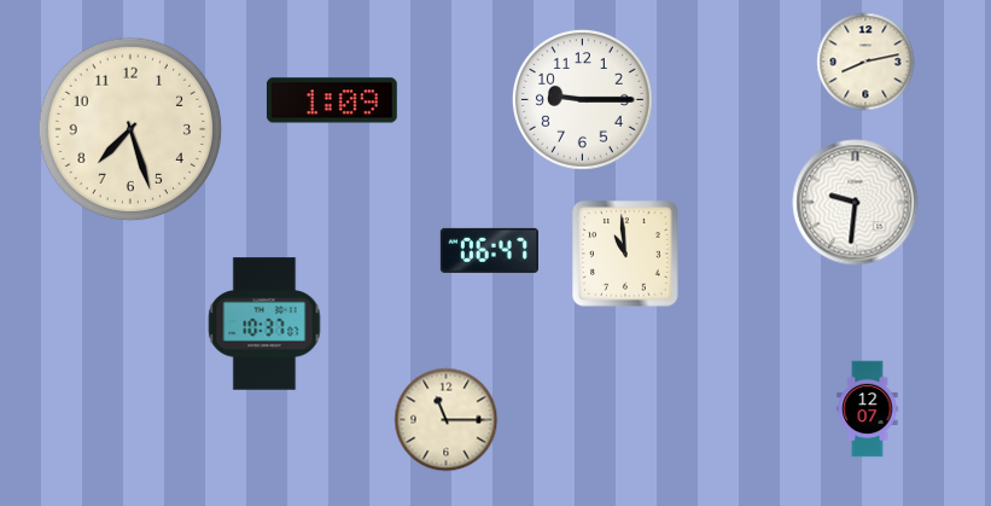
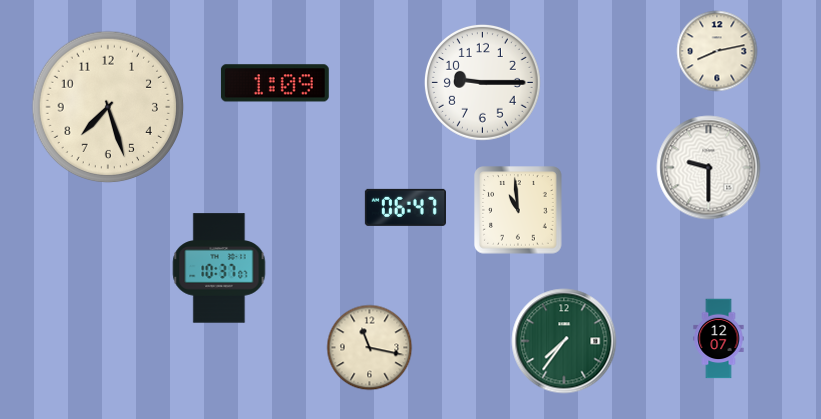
clock at (856, 203): 9:31 -> 9:30
clock at (564, 341): none -> 7:36
clock at (447, 420): 11:15 -> 11:17
